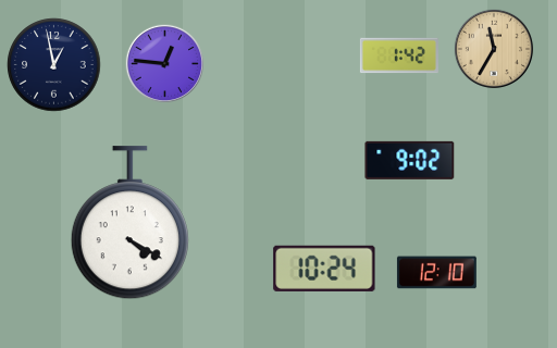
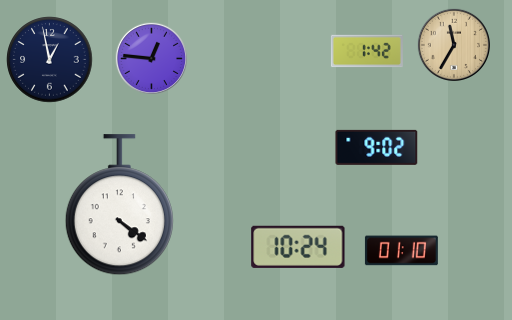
clock at (129, 223): 4:20 -> 4:21
clock at (436, 273): 12:10 -> 01:10
